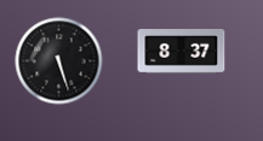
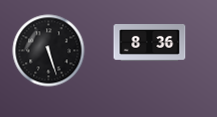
clock at (182, 52): 8:37 -> 8:36
